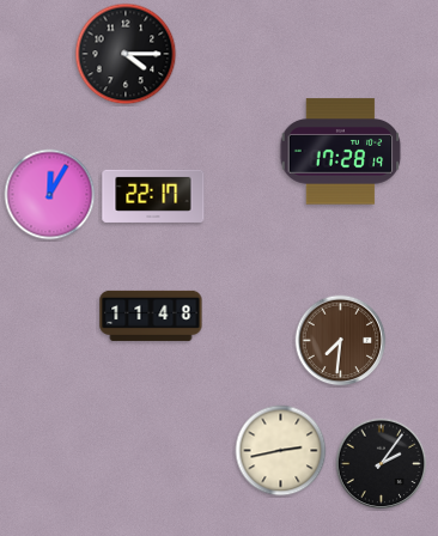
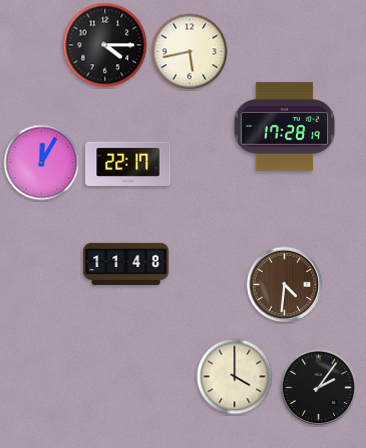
clock at (190, 52): none -> 5:43
clock at (341, 341): 7:31 -> 4:31
clock at (281, 451): 2:43 -> 4:00
